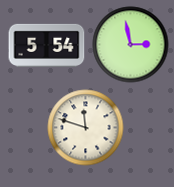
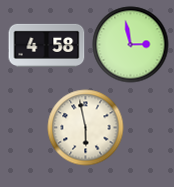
clock at (47, 45): 5:54 -> 4:58
clock at (86, 128): 11:48 -> 5:58
